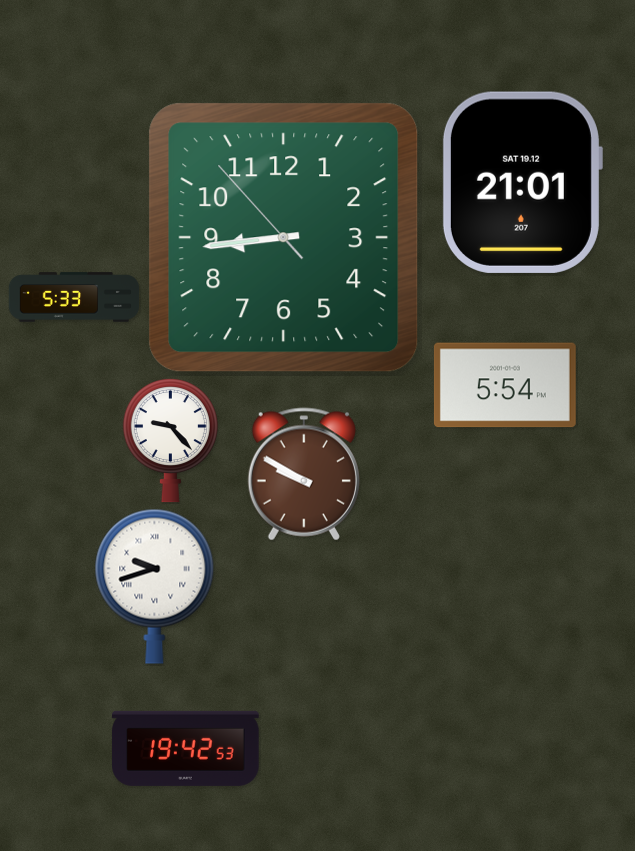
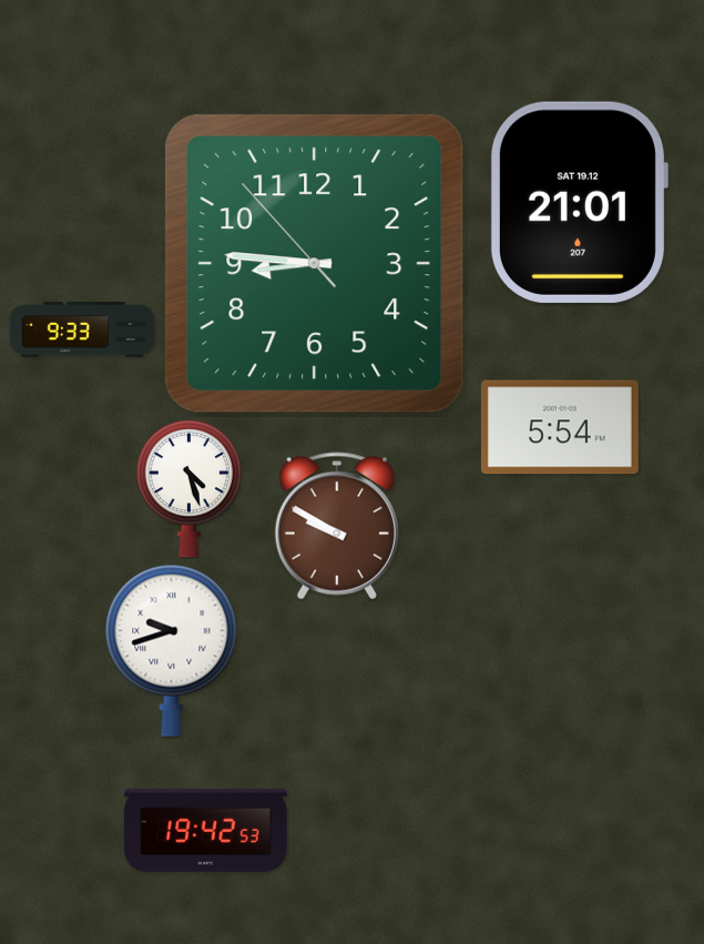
clock at (284, 238): 8:43 -> 8:45
clock at (74, 297): 5:33 -> 9:33
clock at (170, 440): 9:23 -> 4:27
